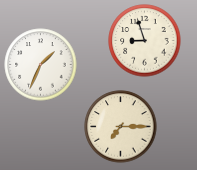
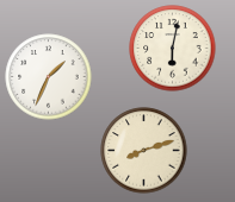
clock at (145, 41): 8:57 -> 6:02
clock at (121, 127): 7:15 -> 8:12
